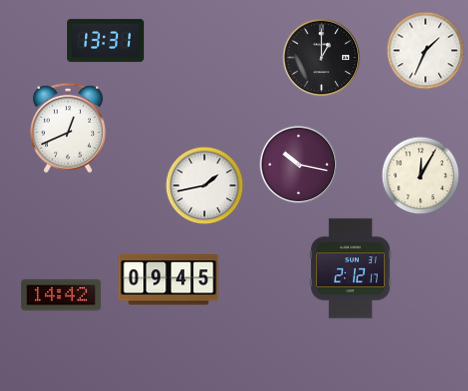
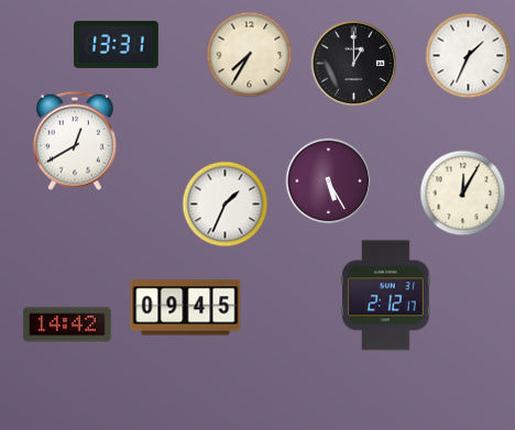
clock at (249, 54): none -> 7:35
clock at (68, 128): 12:41 -> 12:40
clock at (298, 164): 10:17 -> 5:25
clock at (204, 185): 1:43 -> 1:34
